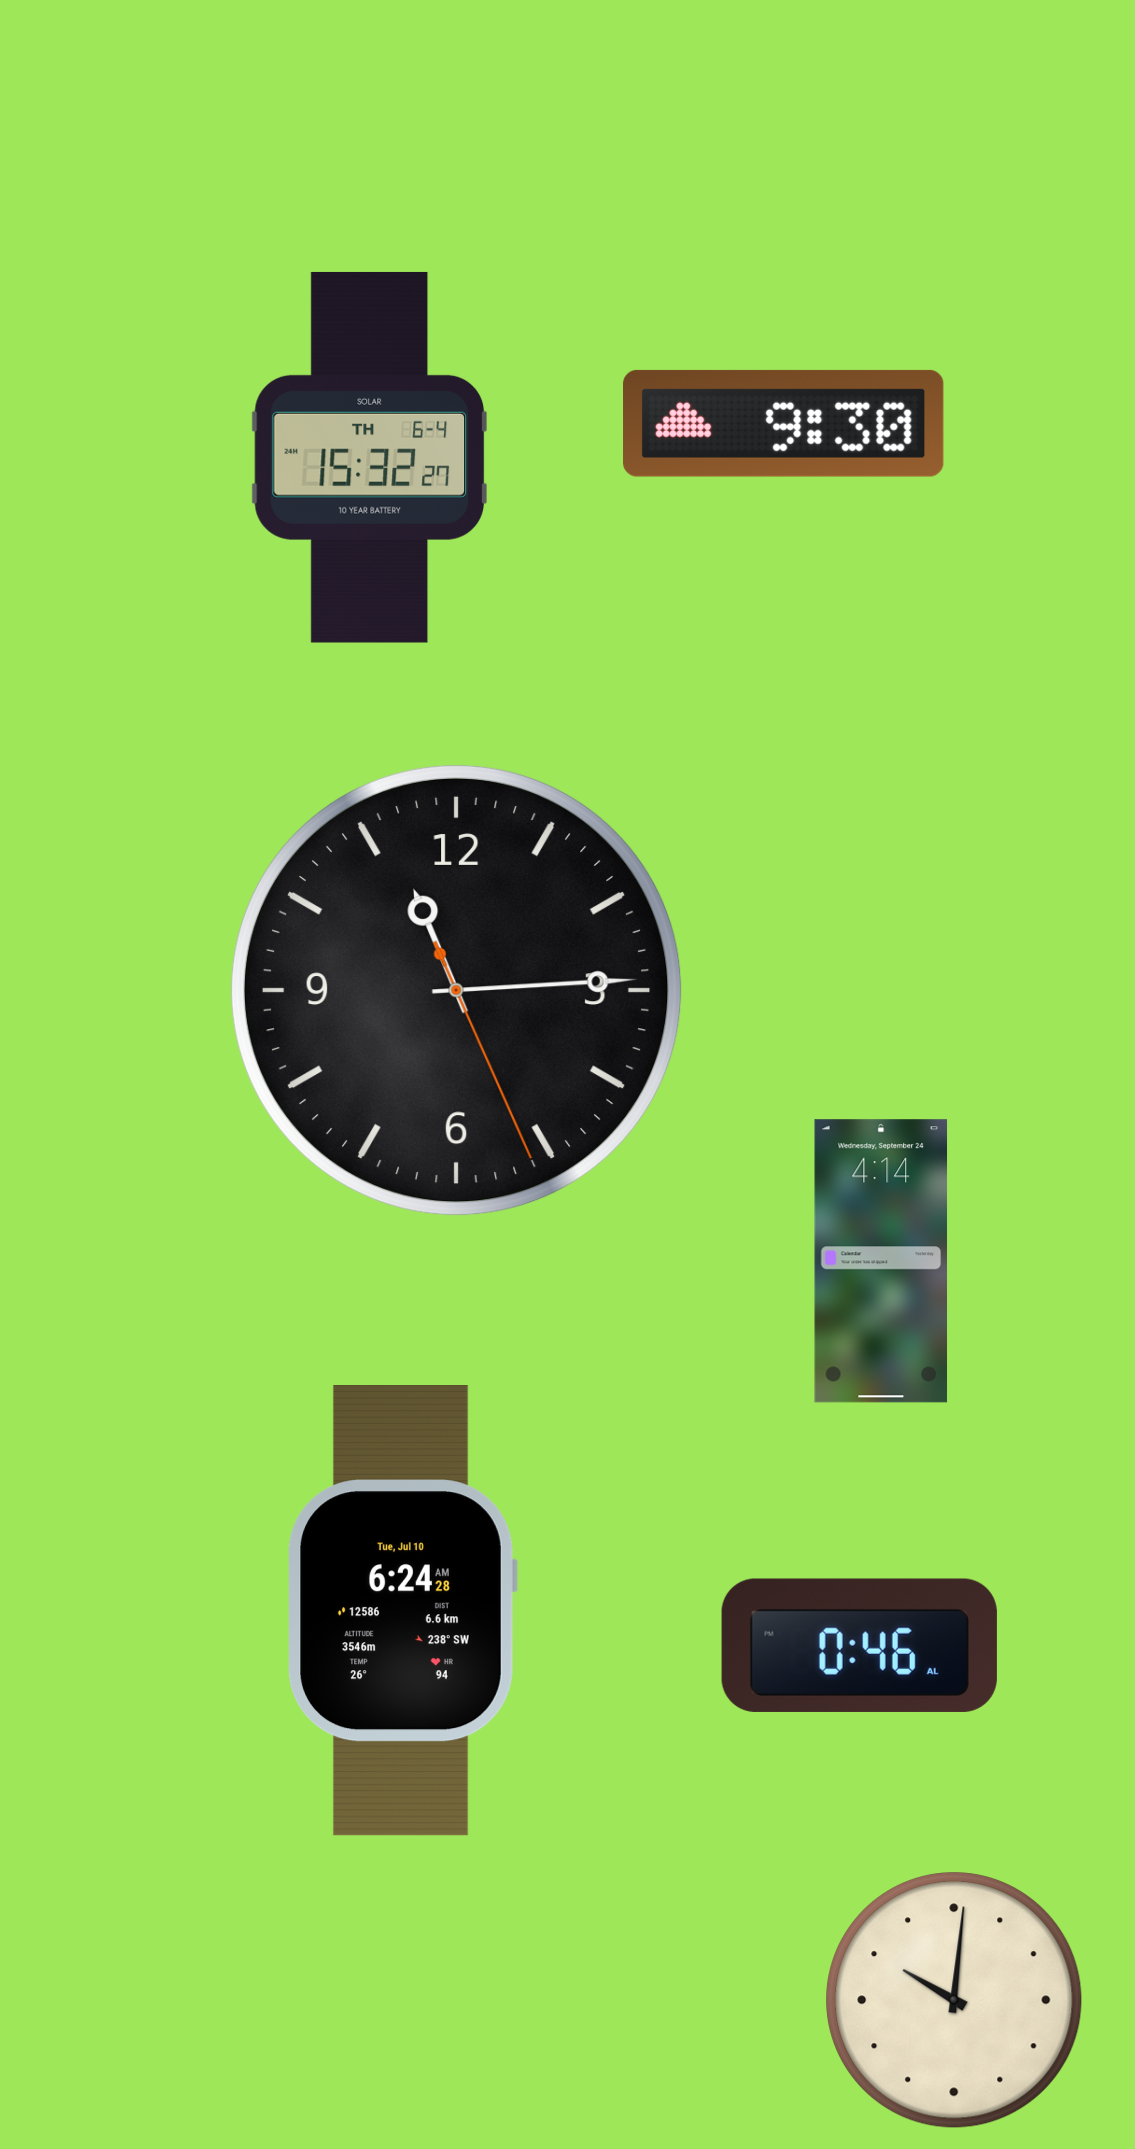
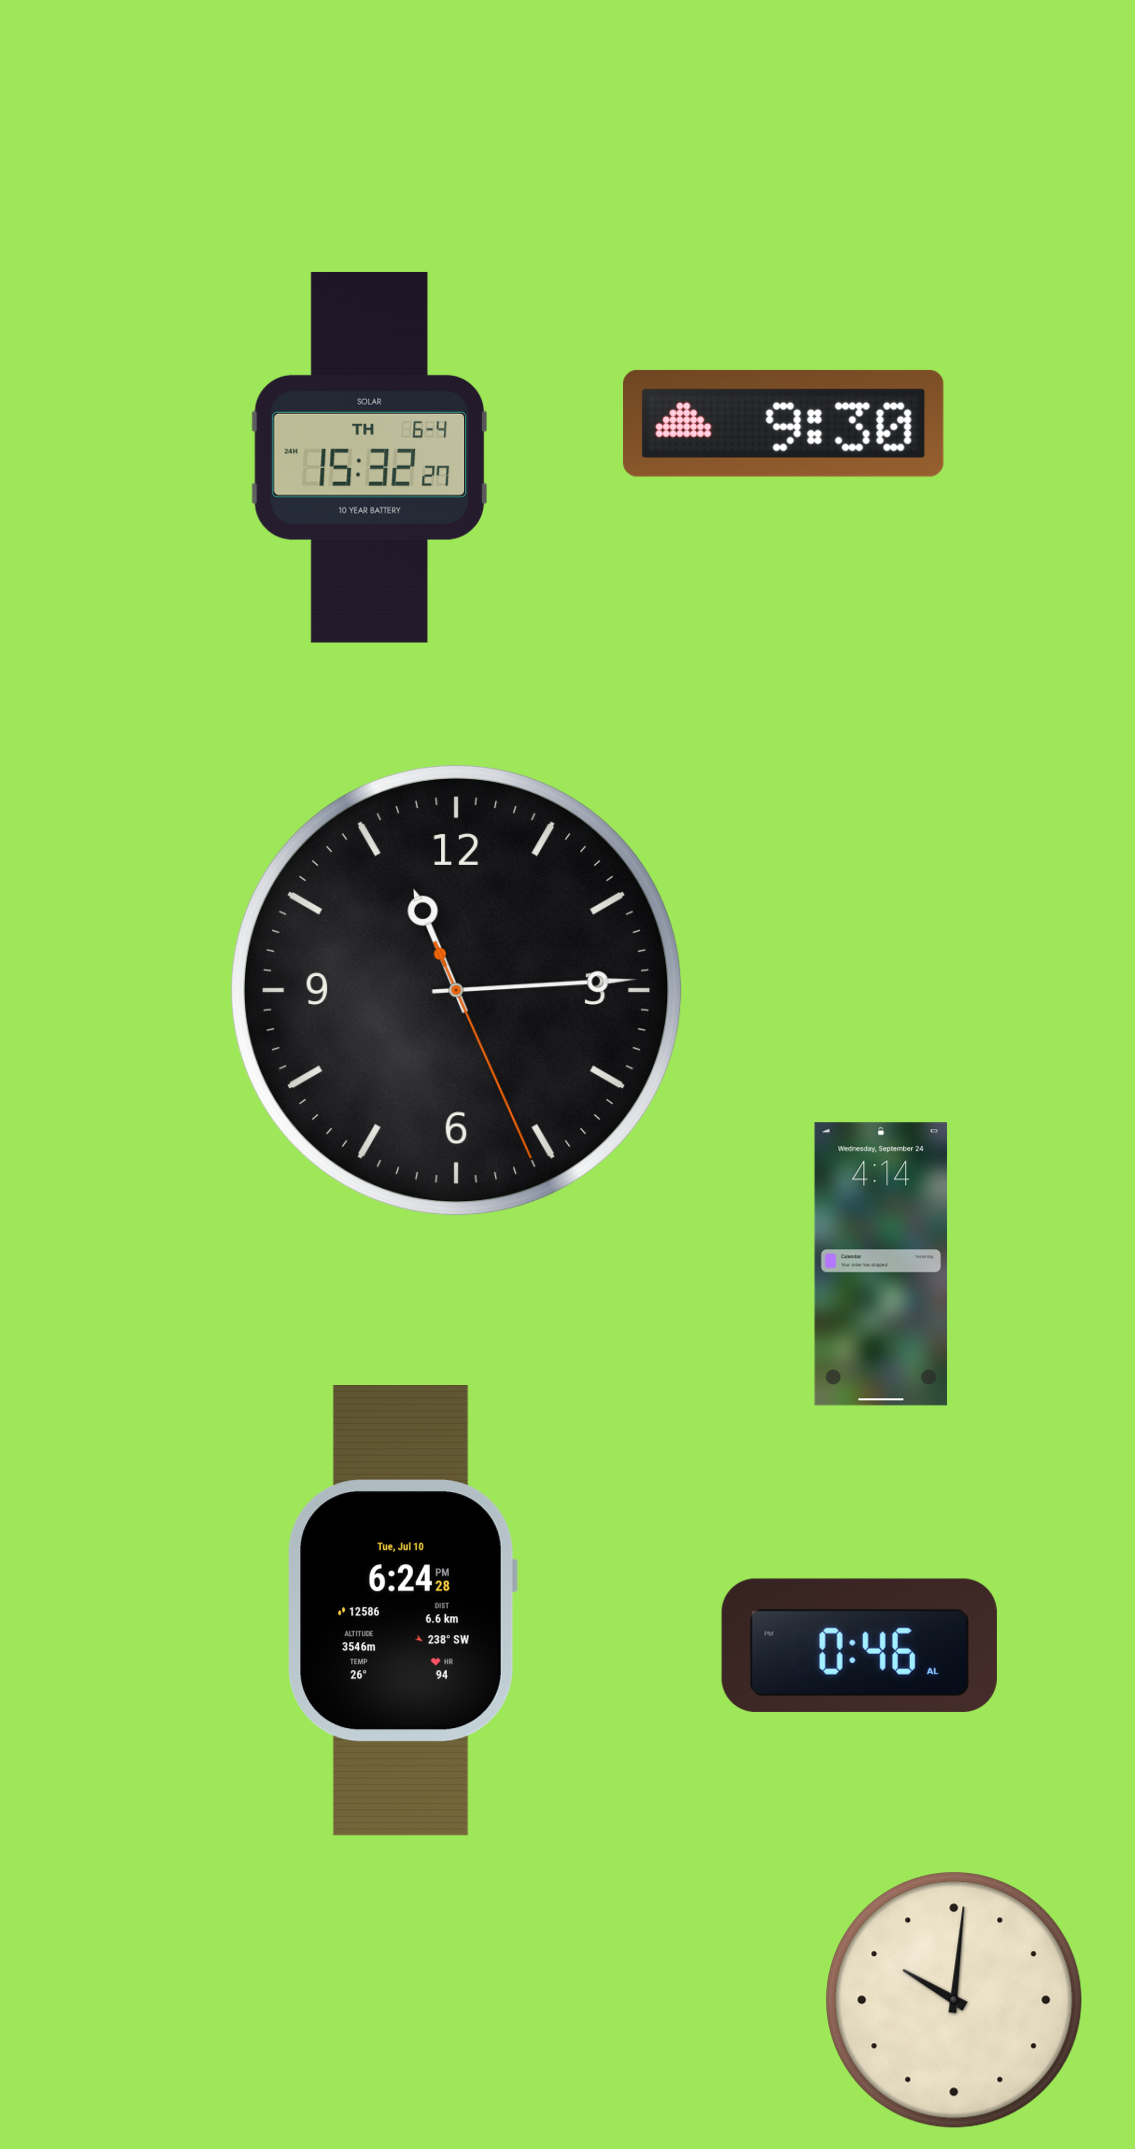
clock at (881, 1261) position: (881, 1261) -> (881, 1264)
clock at (402, 1611): 6:24:28 AM -> 6:24:28 PM
